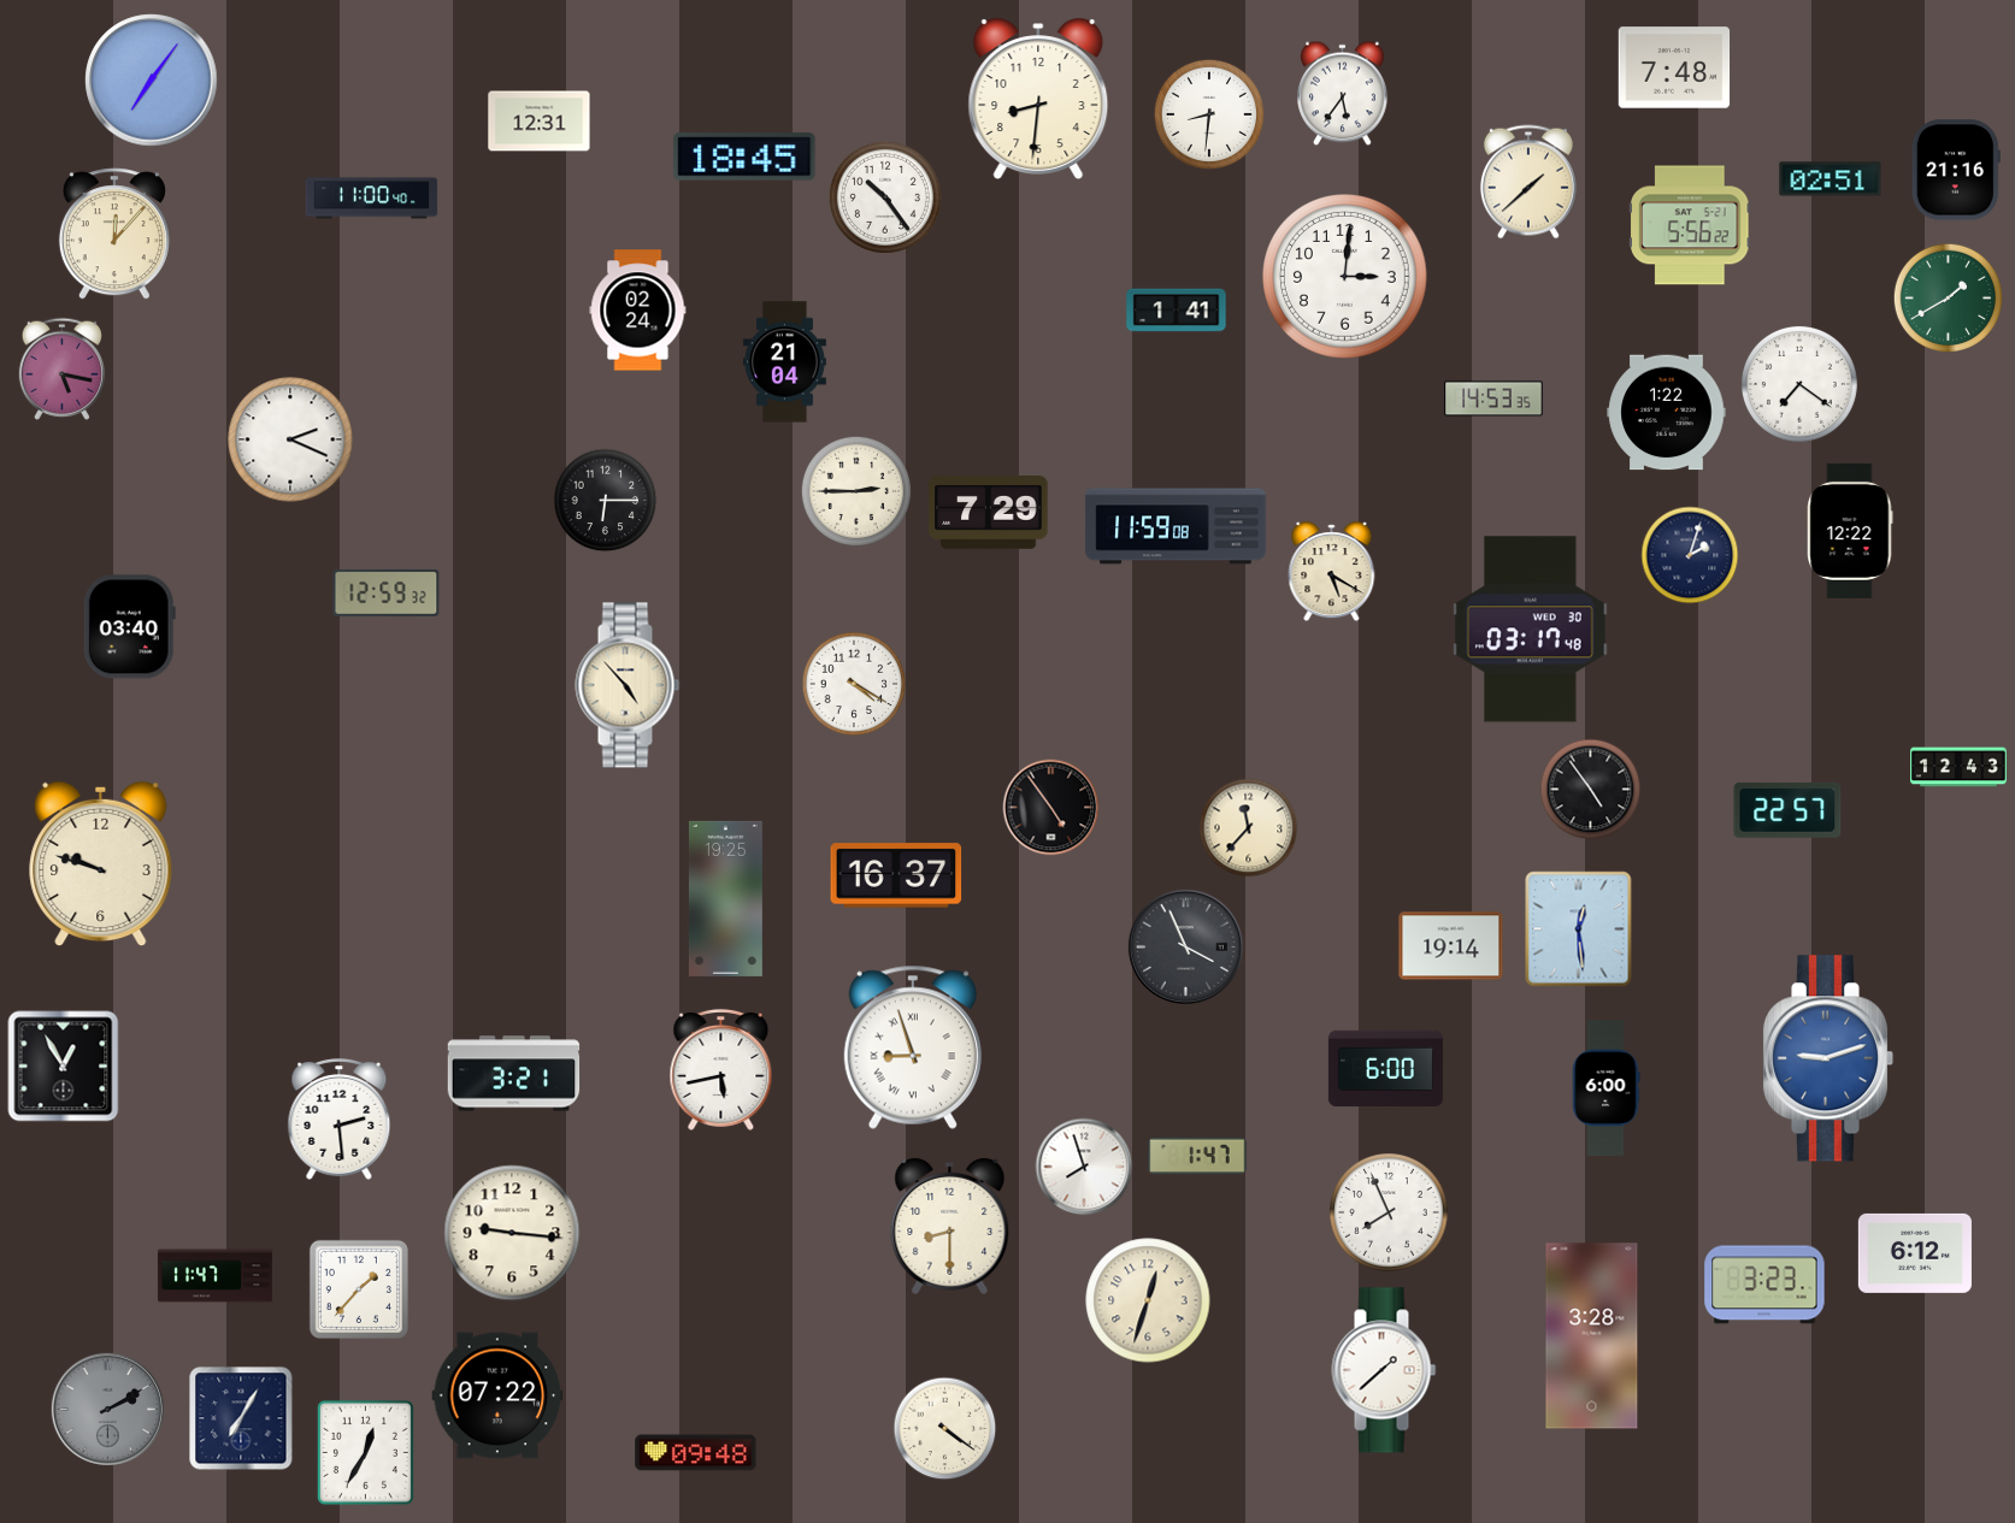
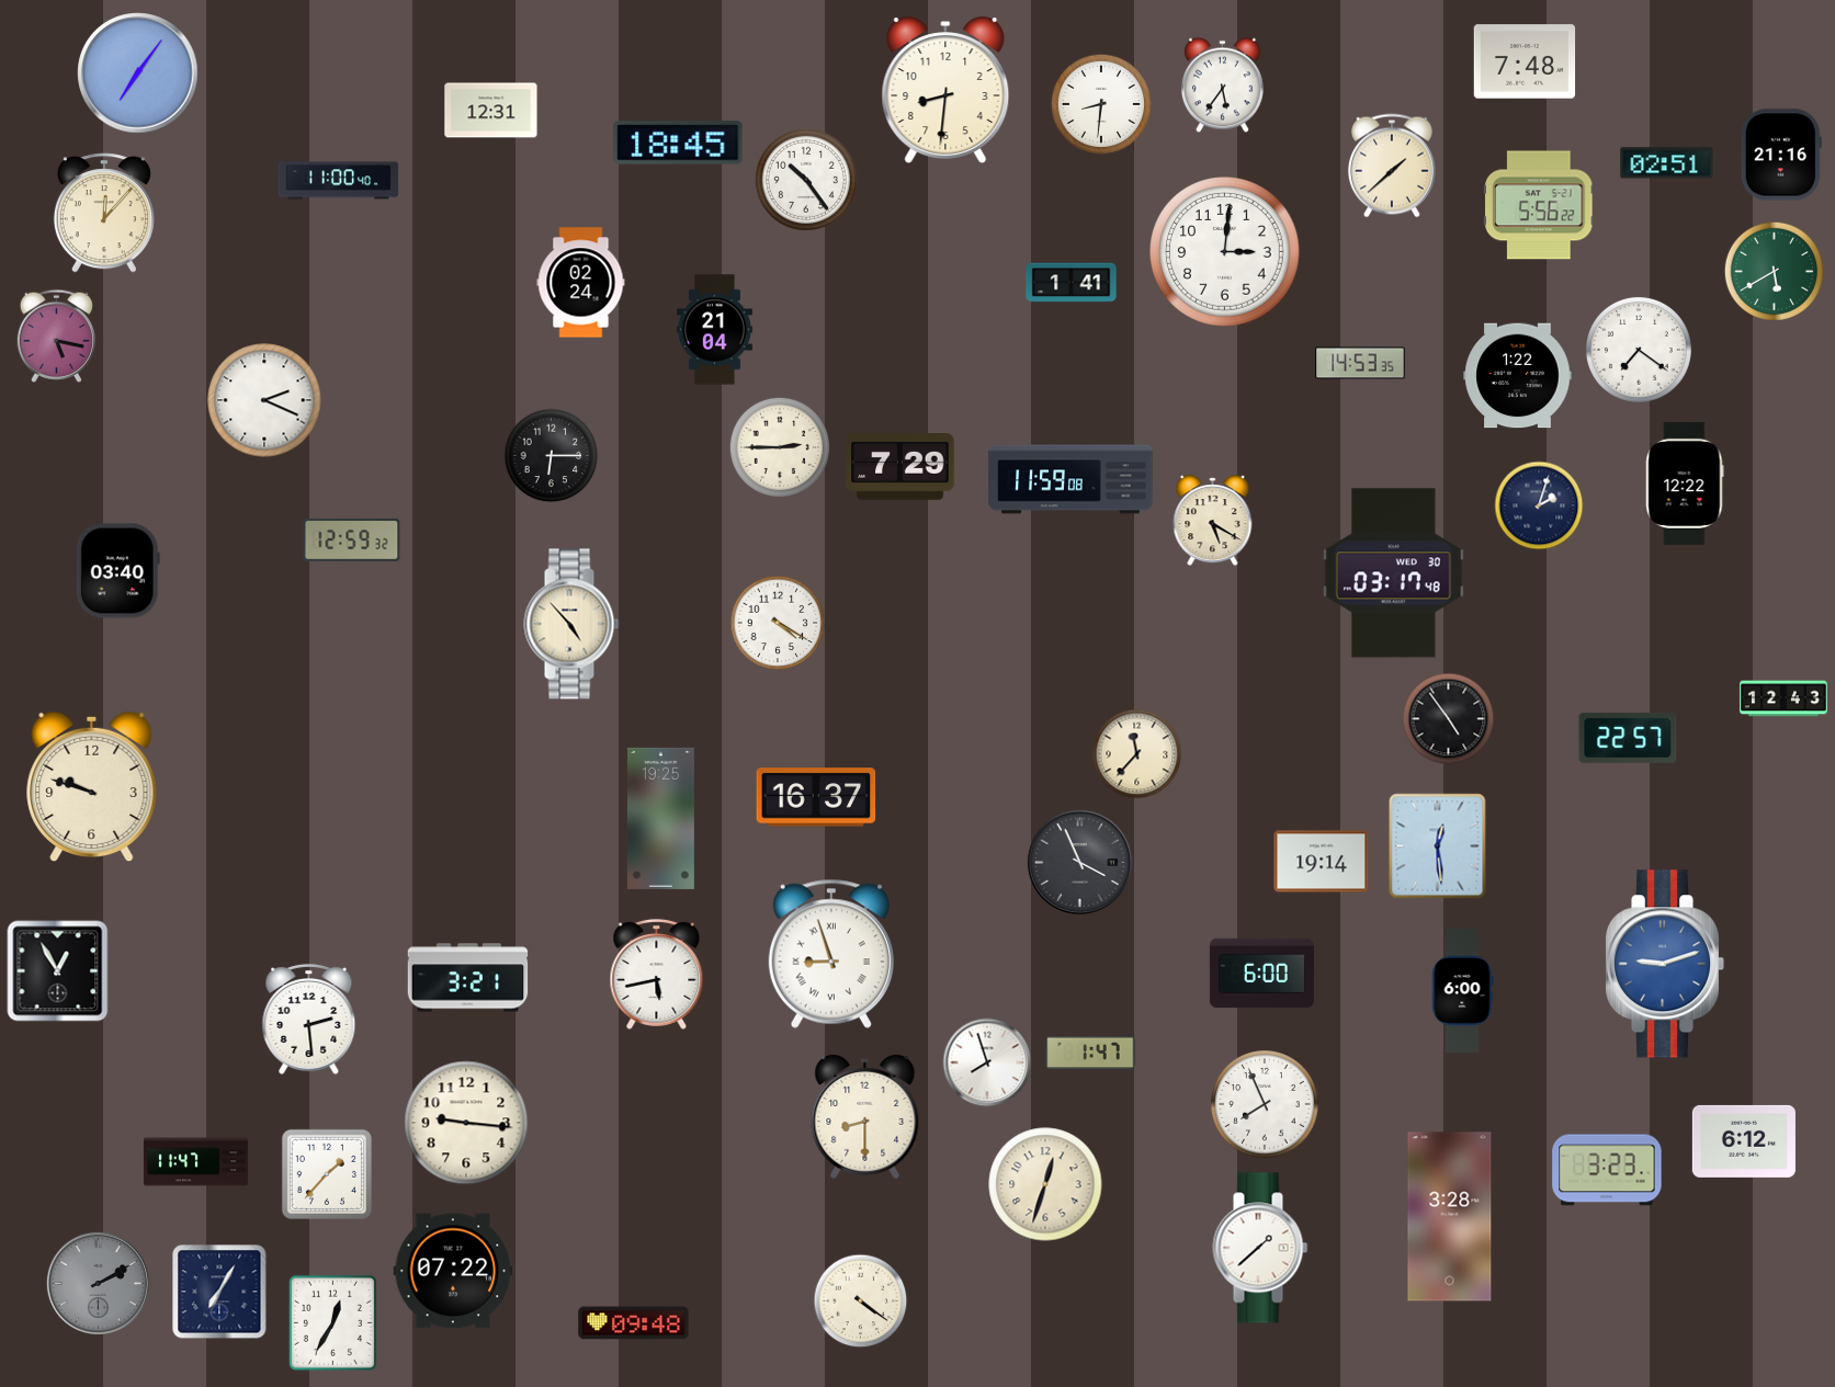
clock at (1948, 297): 1:40 -> 5:40
clock at (1051, 808): 4:54 -> none
